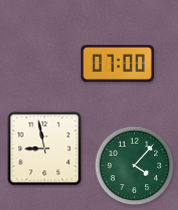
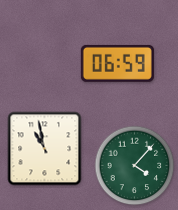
clock at (117, 63): 07:00 -> 06:59
clock at (45, 149): 8:58 -> 10:58
